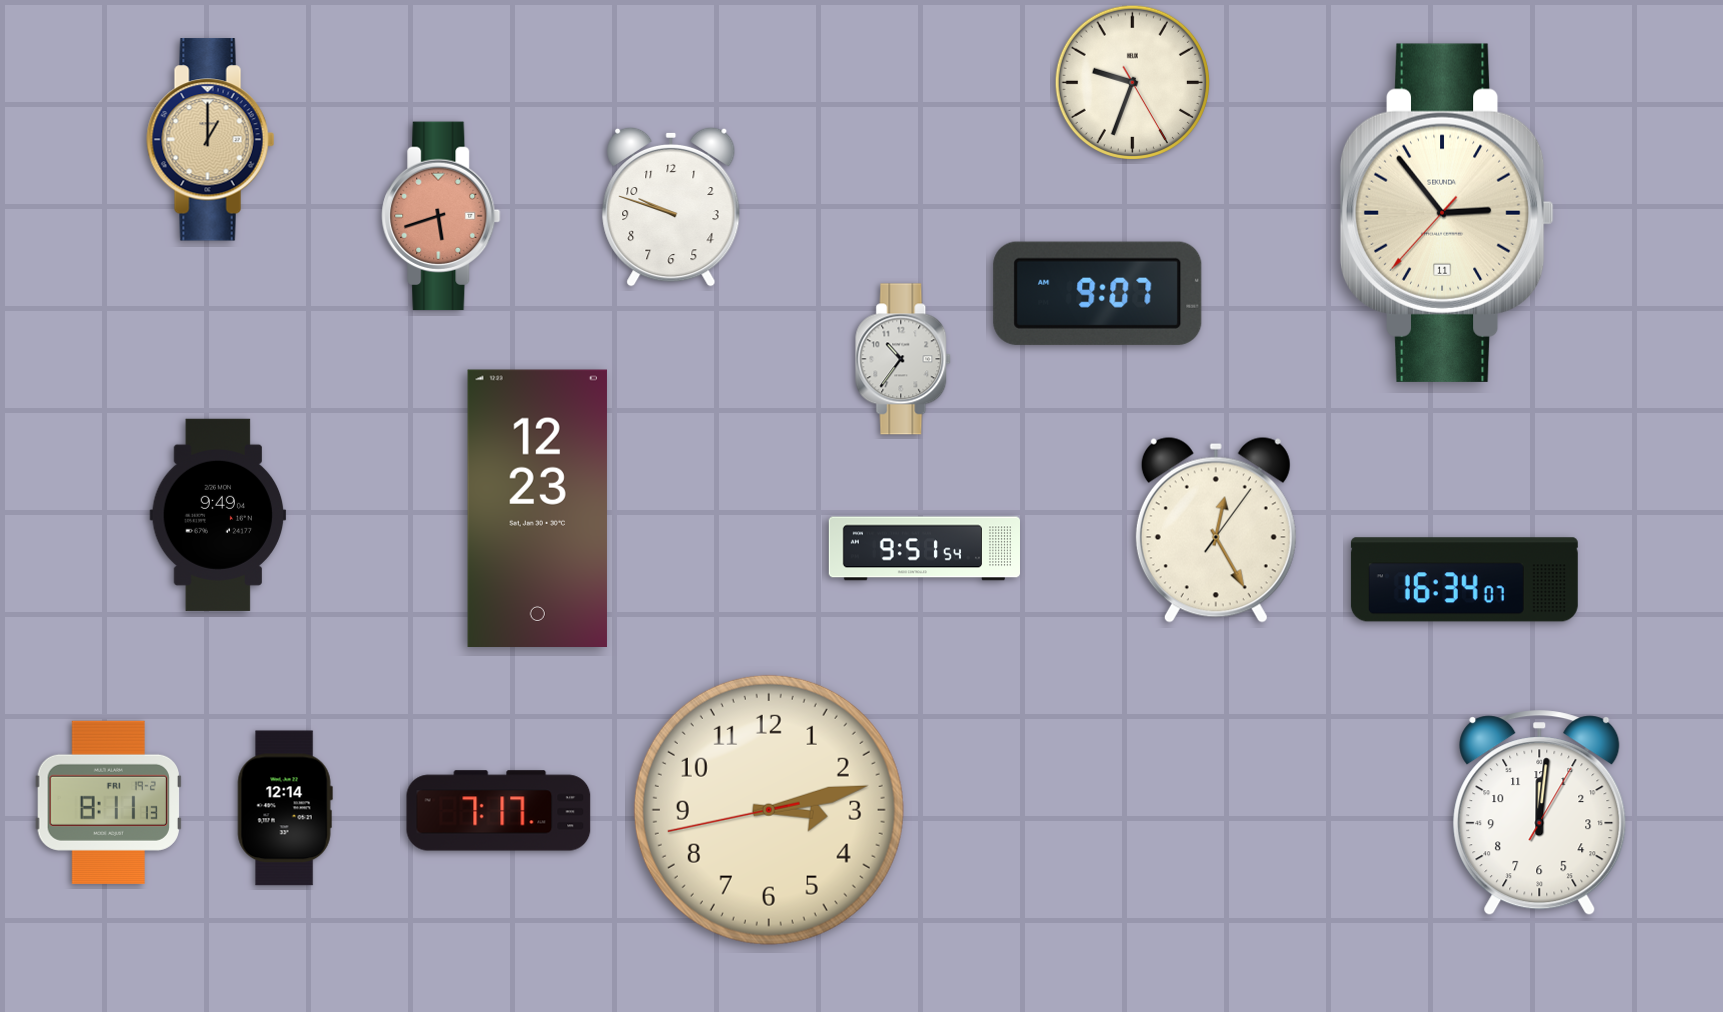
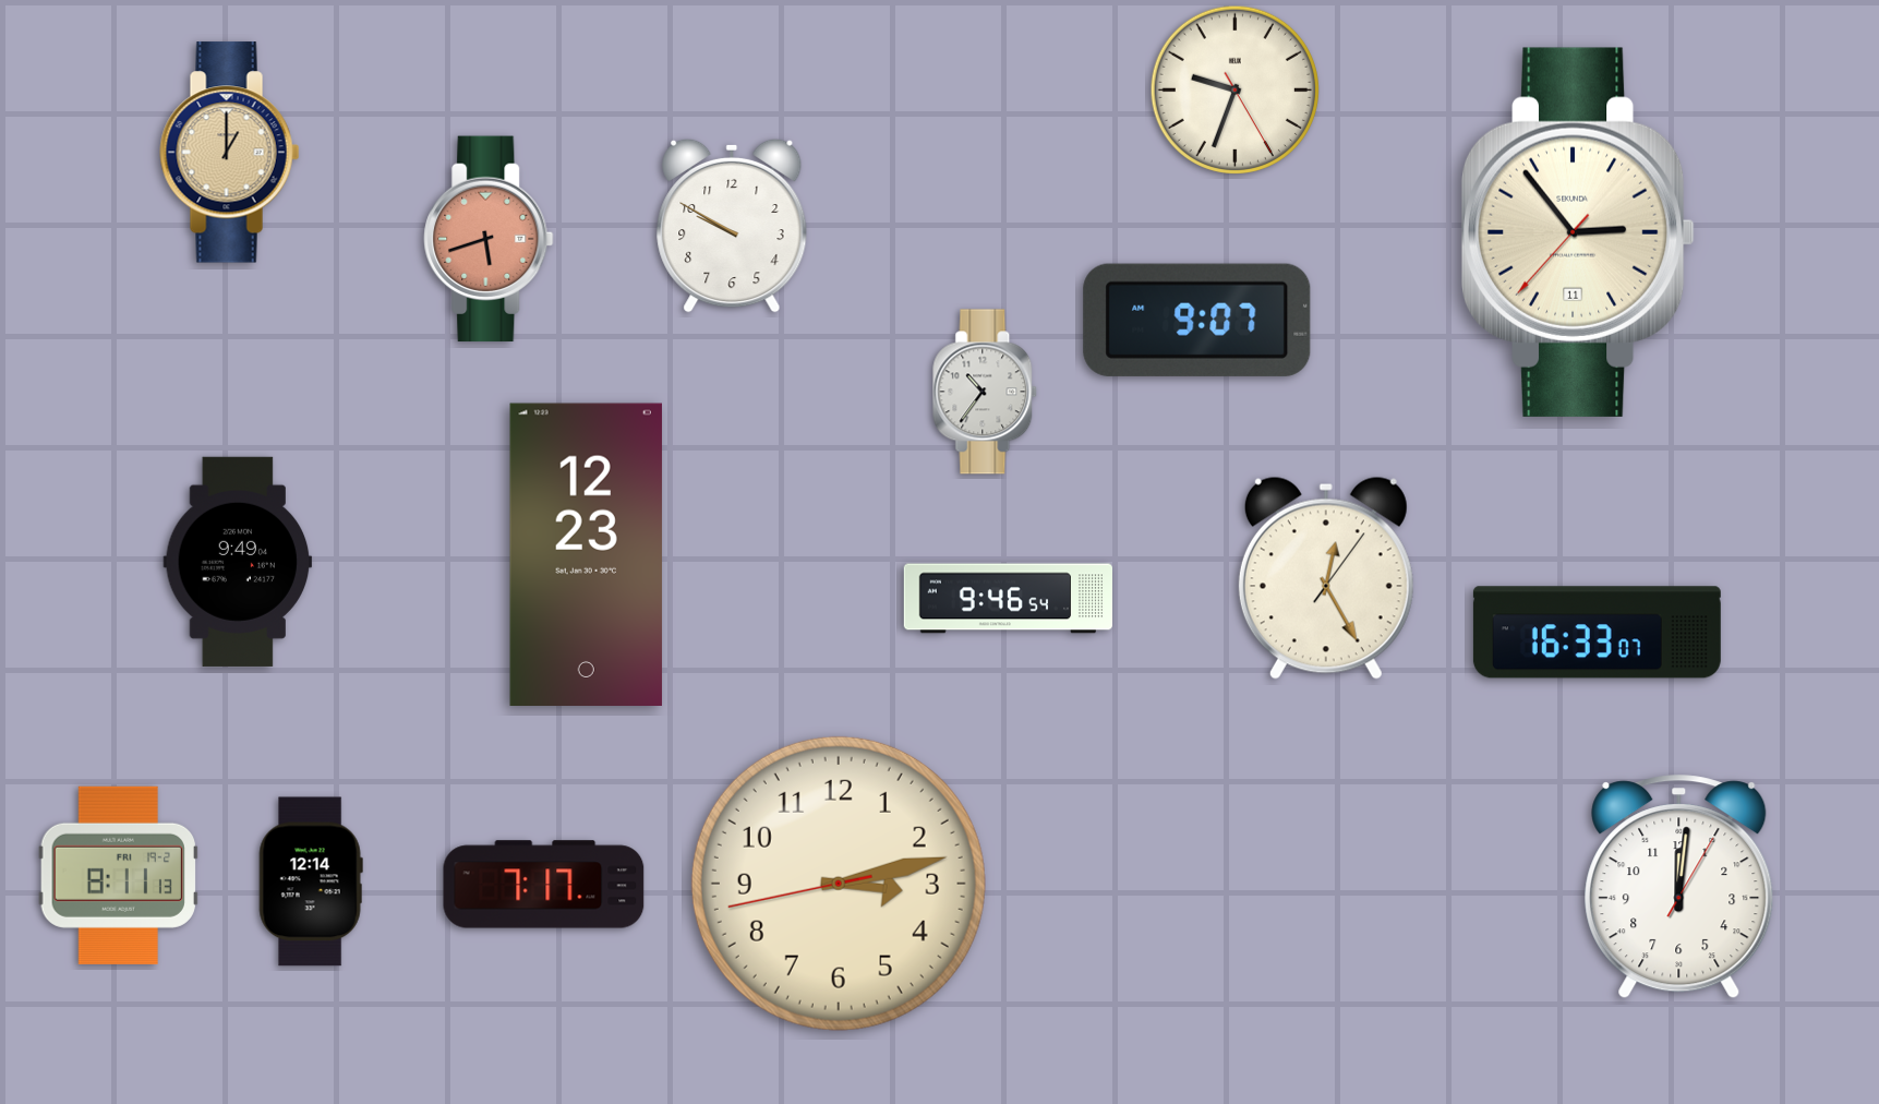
clock at (671, 207): 9:48 -> 9:50
clock at (441, 216) position: (441, 216) -> (489, 239)
clock at (924, 549): 9:51 -> 9:46
clock at (1464, 580): 16:34 -> 16:33
